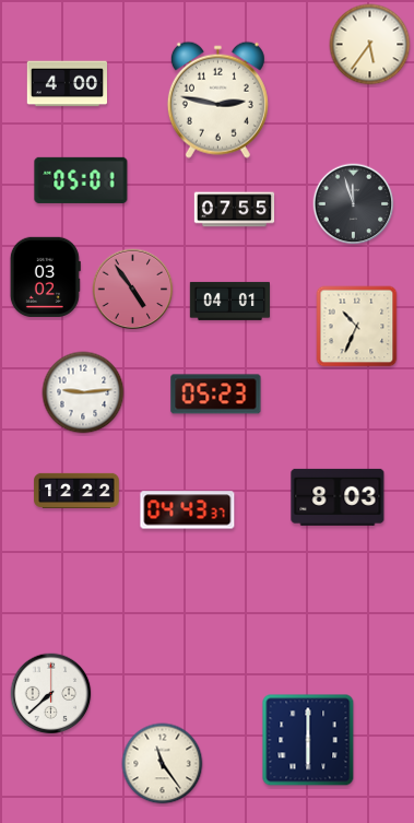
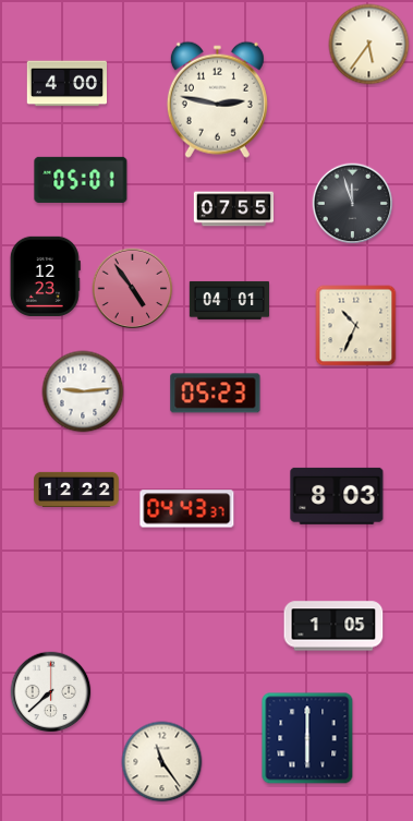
clock at (45, 277): 03:02 -> 12:23
clock at (333, 626): none -> 1:05
